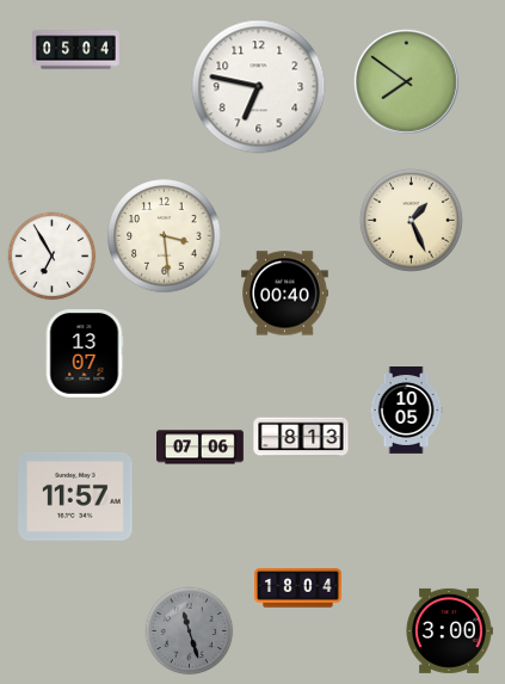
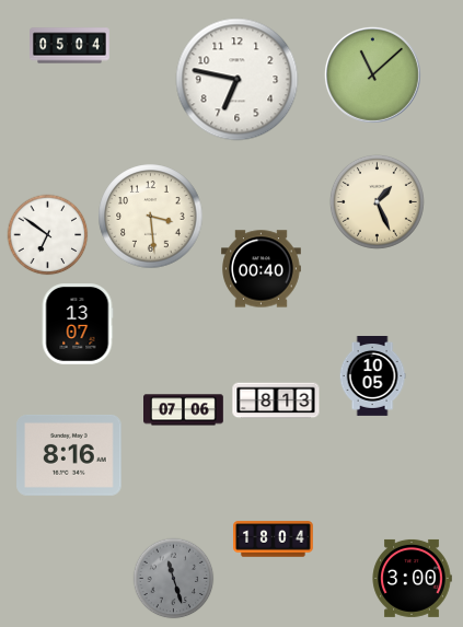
clock at (406, 81): 7:51 -> 11:08
clock at (53, 257): 6:55 -> 6:51
clock at (75, 497): 11:57 -> 8:16
